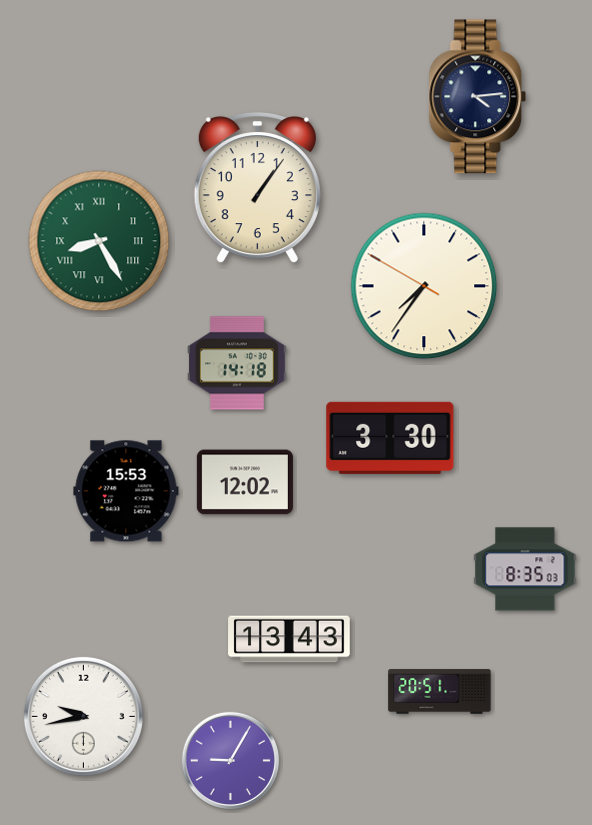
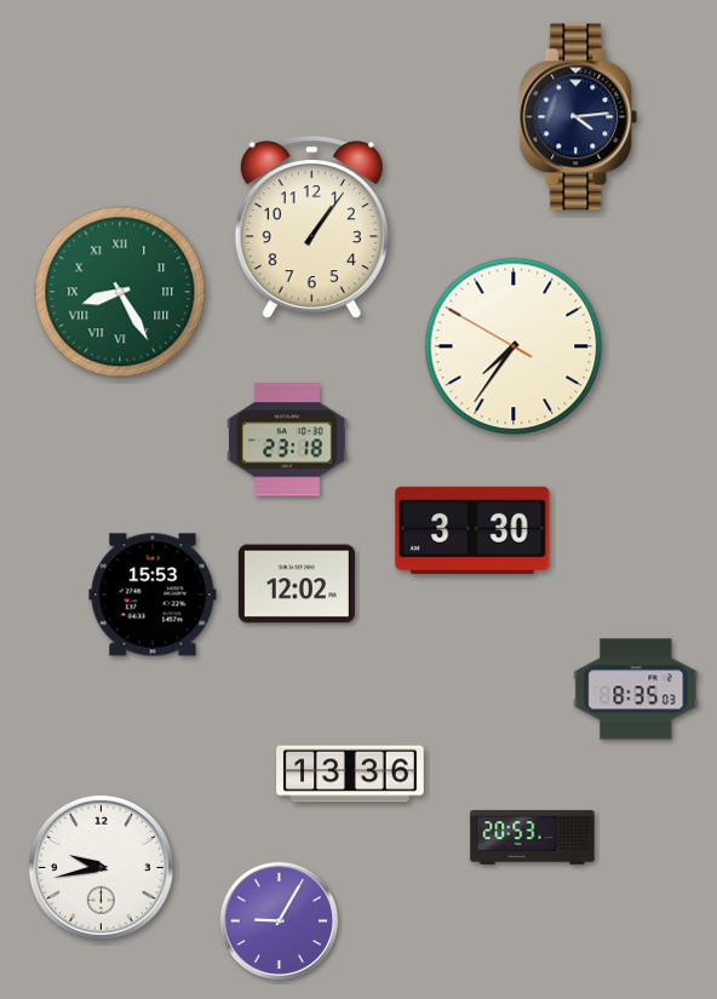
clock at (238, 363): 14:18 -> 23:18
clock at (289, 639): 13:43 -> 13:36
clock at (440, 692): 20:51 -> 20:53
